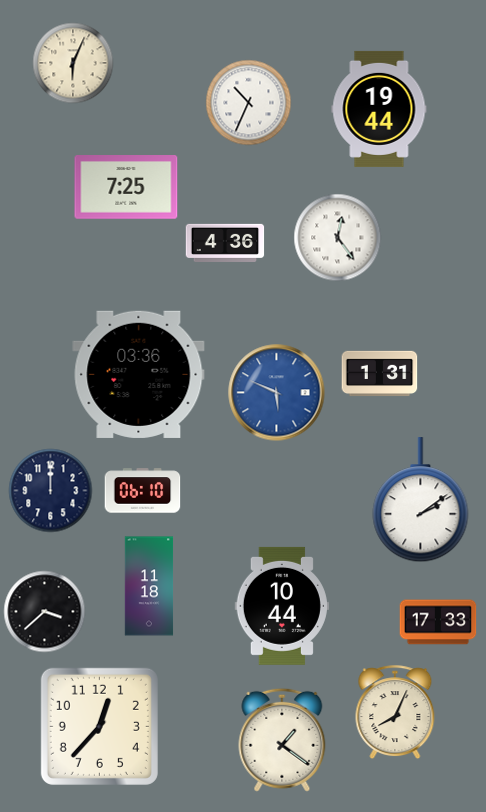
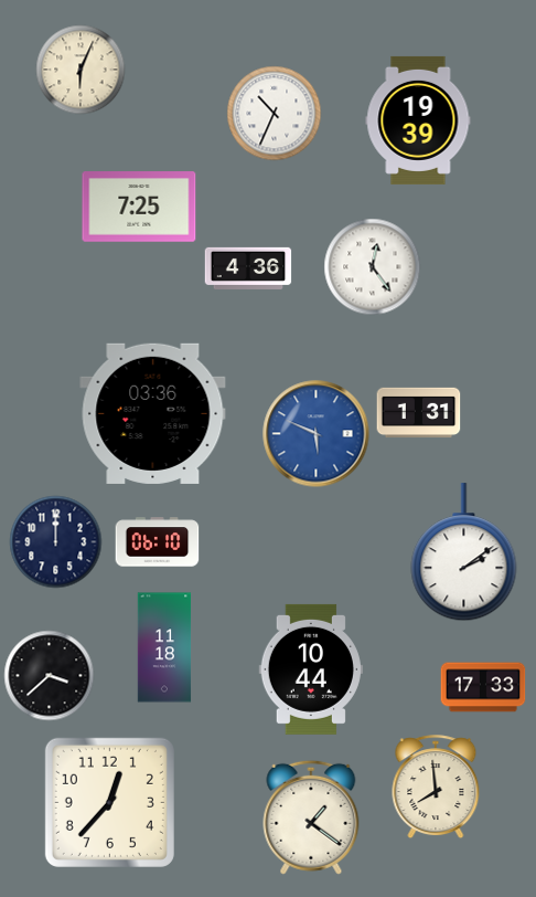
clock at (379, 109): 19:44 -> 19:39
clock at (338, 238) position: (338, 238) -> (373, 267)
clock at (277, 393) position: (277, 393) -> (317, 434)
clock at (395, 713): 8:04 -> 7:59
